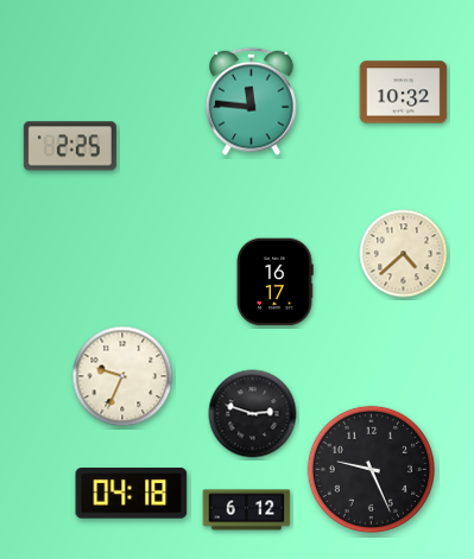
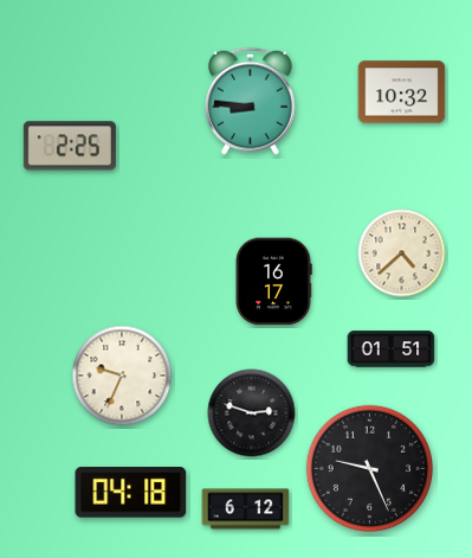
clock at (252, 101): 11:46 -> 8:46
clock at (392, 349): none -> 01:51
